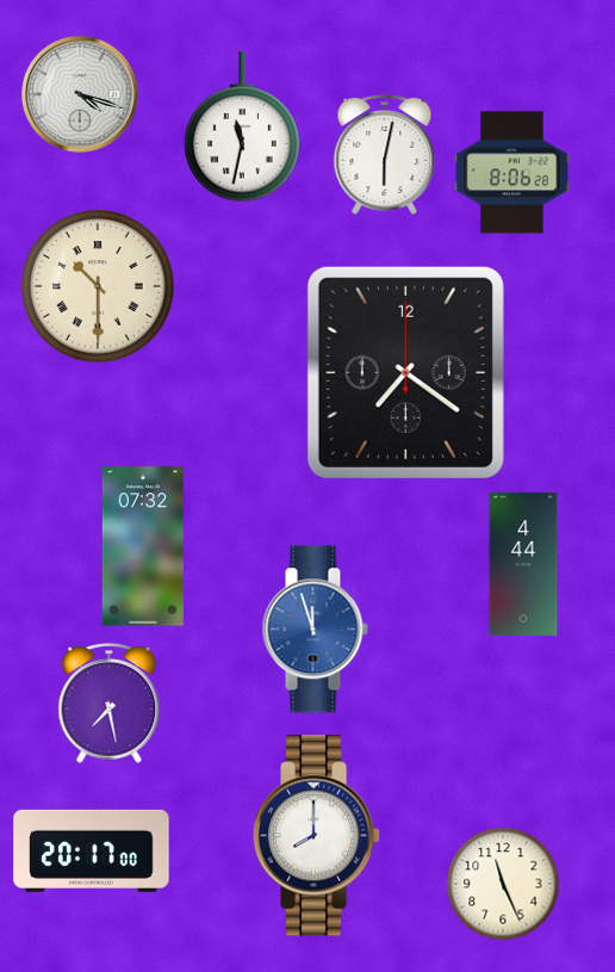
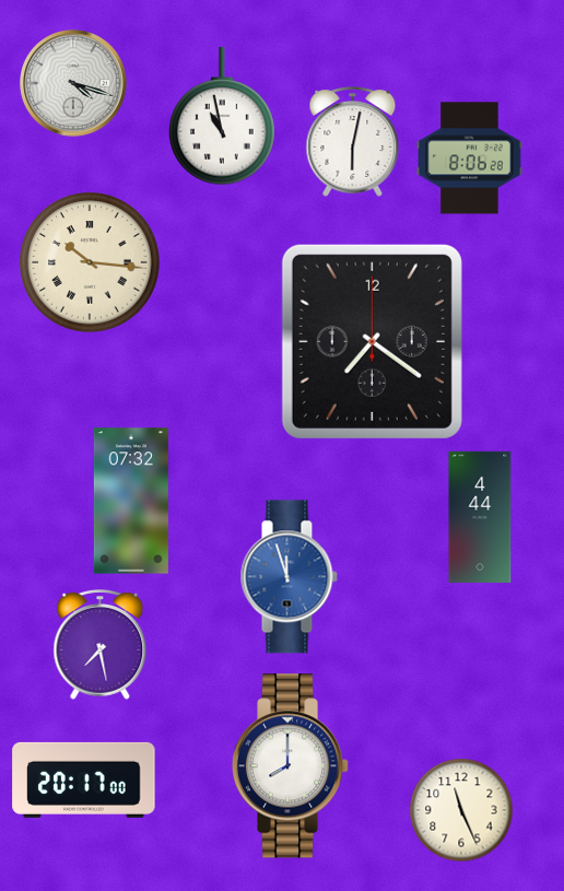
clock at (80, 94) position: (80, 94) -> (73, 83)
clock at (243, 126): 11:32 -> 10:58
clock at (98, 286): 10:30 -> 10:16
